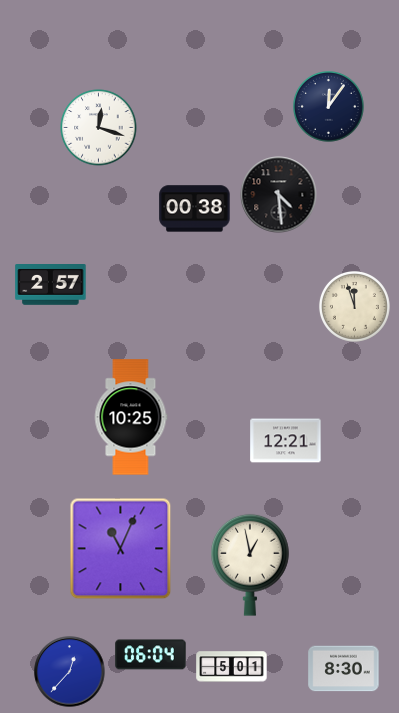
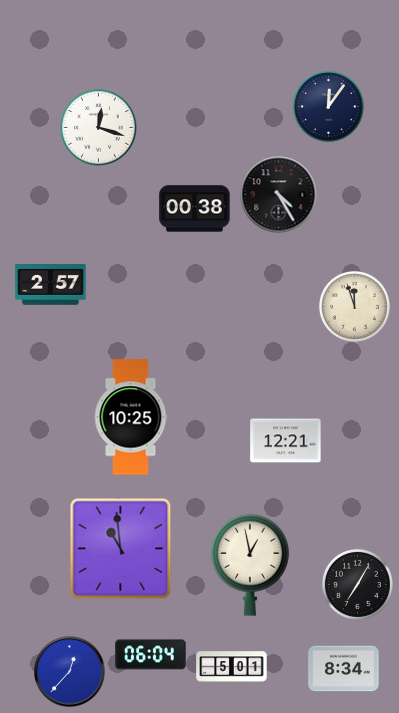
clock at (279, 195): 4:29 -> 4:25
clock at (121, 549): 11:04 -> 10:59
clock at (357, 584): none -> 7:05
clock at (344, 669): 8:30 -> 8:34
